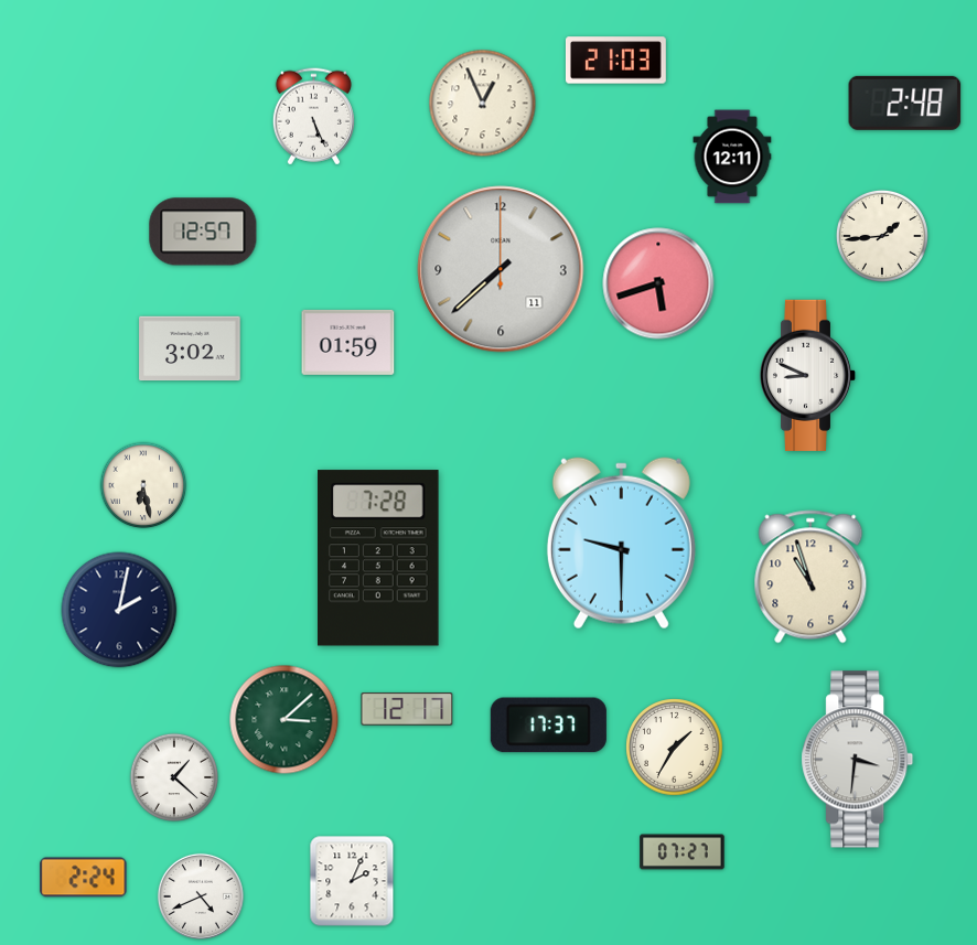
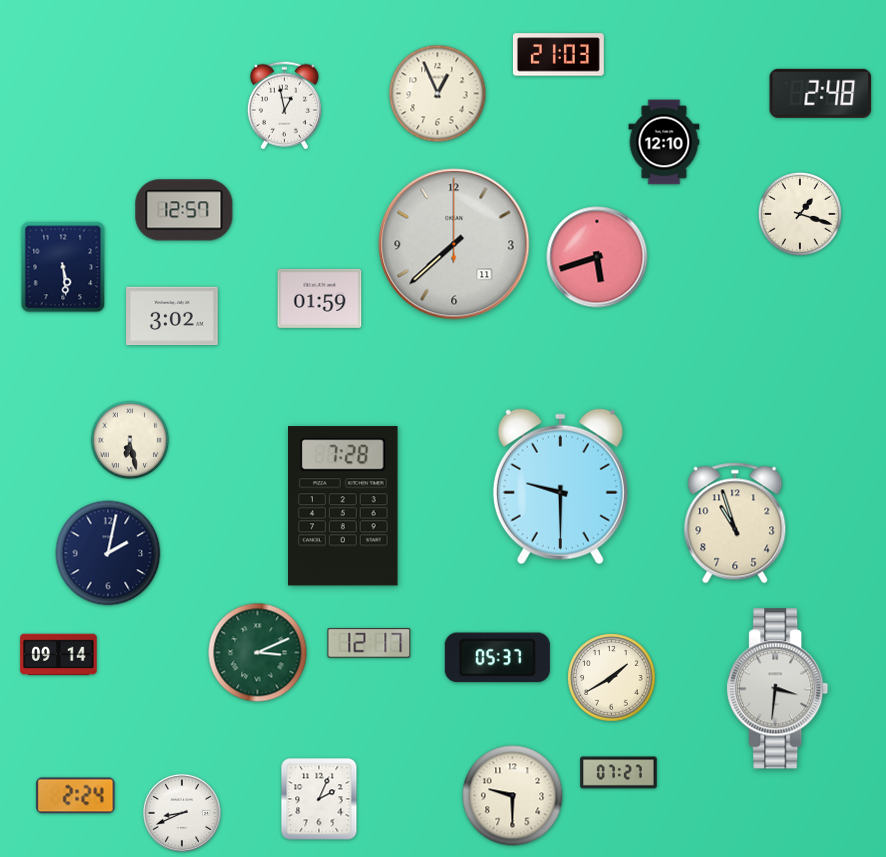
clock at (313, 117): 5:26 -> 12:58
clock at (732, 157): 12:11 -> 12:10
clock at (882, 236): 1:44 -> 1:18
clock at (63, 267): none -> 5:29
clock at (348, 342) position: (348, 342) -> (320, 298)
clock at (808, 375): 8:49 -> none
clock at (621, 544) position: (621, 544) -> (560, 487)
clock at (284, 720): 3:08 -> 3:11
clock at (59, 655): none -> 09:14
clock at (548, 726): 17:37 -> 05:37
clock at (675, 748): 1:35 -> 1:40
clock at (173, 776): 1:22 -> none
clock at (513, 796): none -> 9:30
clock at (201, 896): 4:41 -> 8:41
